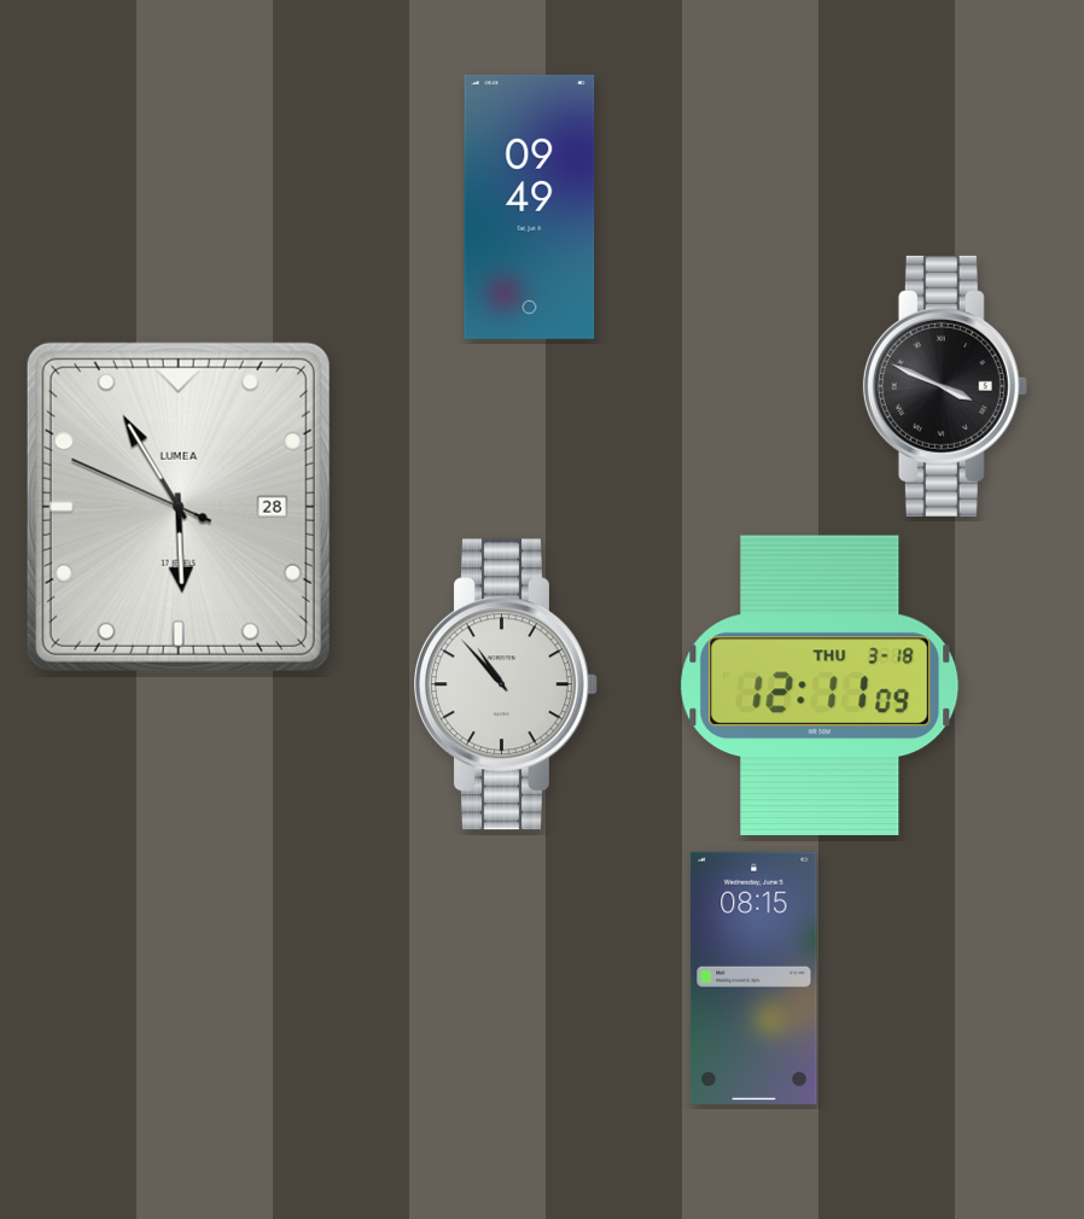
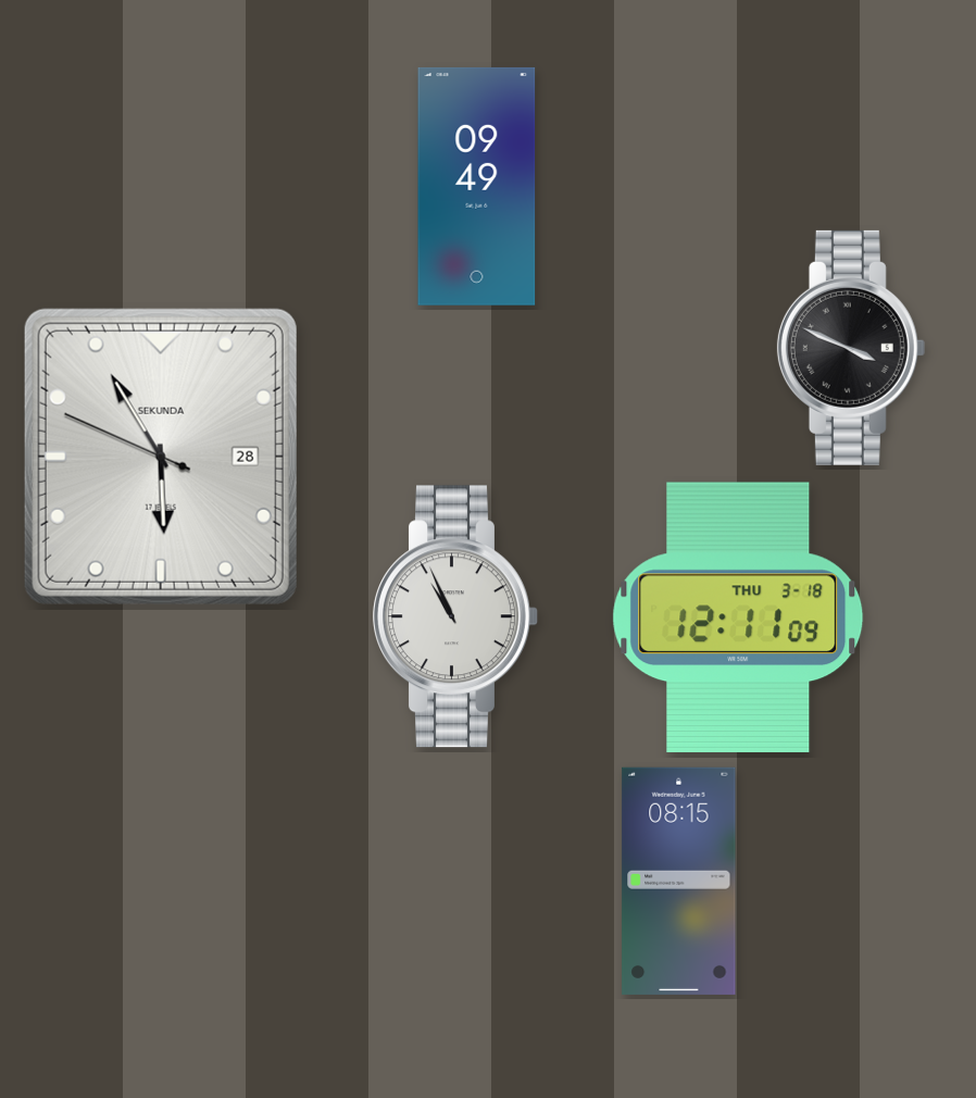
clock at (179, 507) brand: LUMEA -> SEKUNDA
clock at (506, 684): 10:53 -> 10:56
